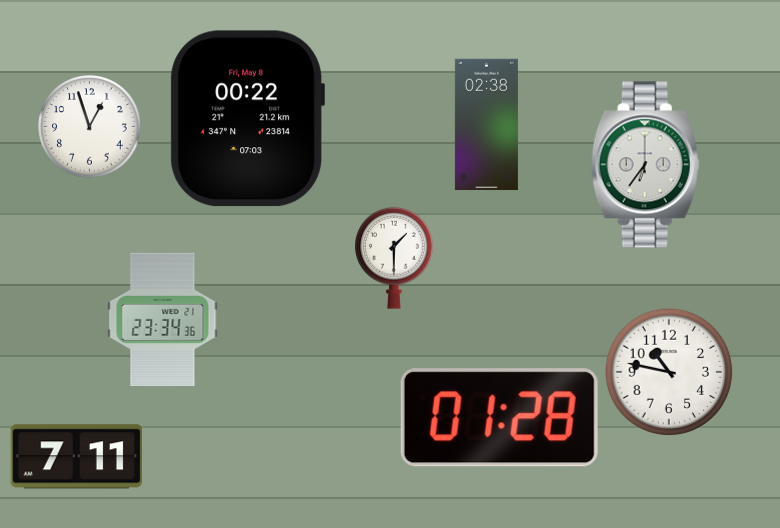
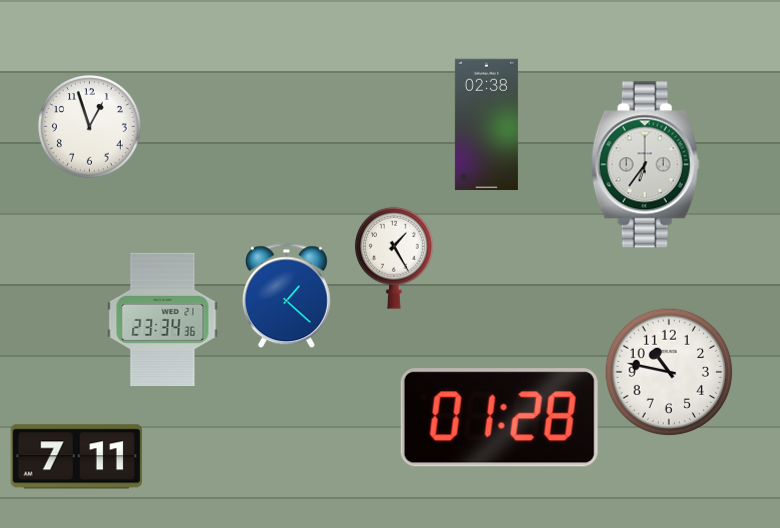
clock at (247, 119): 00:22 -> none
clock at (394, 258): 1:30 -> 1:25
clock at (286, 295): none -> 1:22
